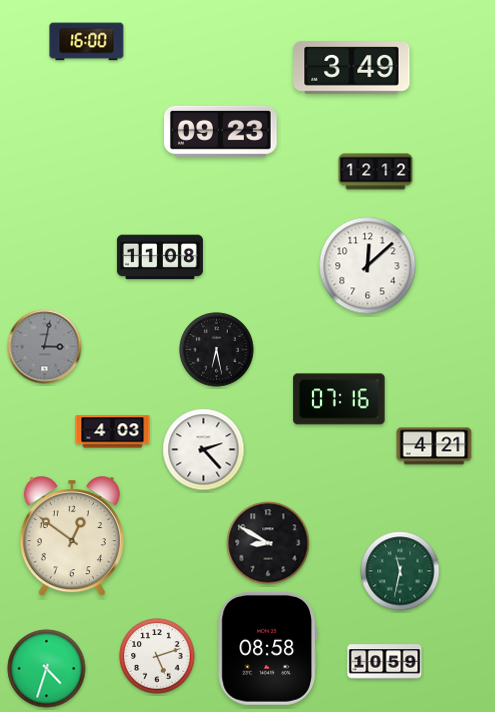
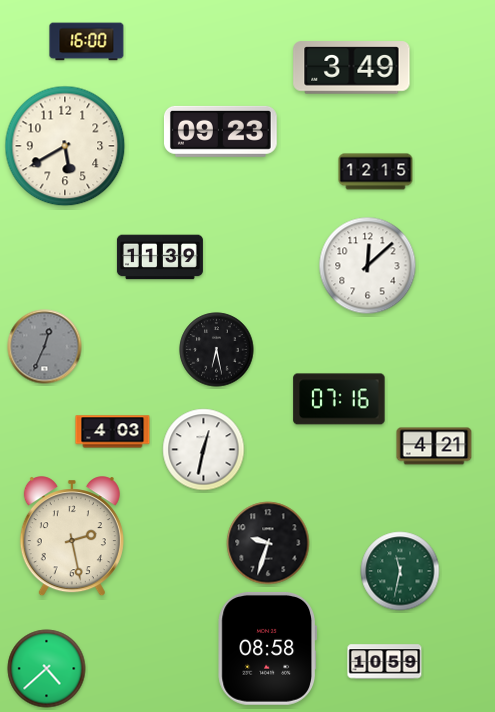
clock at (65, 146): none -> 5:40
clock at (376, 172): 12:12 -> 12:15
clock at (160, 257): 11:08 -> 11:39
clock at (45, 347): 3:02 -> 12:34
clock at (204, 450): 2:23 -> 12:32
clock at (72, 537): 12:51 -> 2:28
clock at (268, 543): 8:50 -> 9:33
clock at (157, 656): 5:12 -> none
clock at (47, 669): 4:33 -> 4:38
